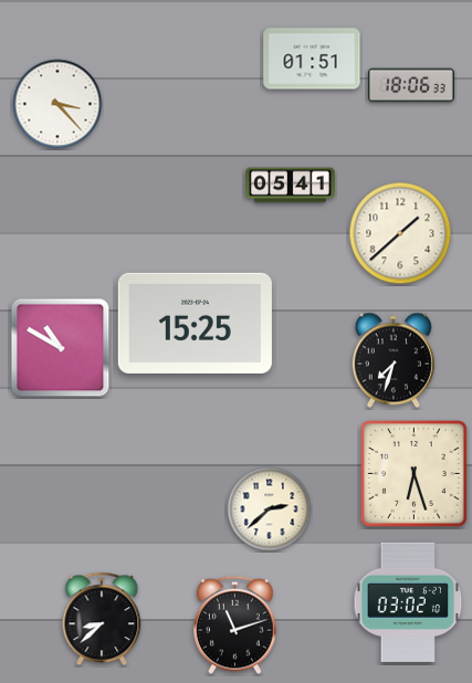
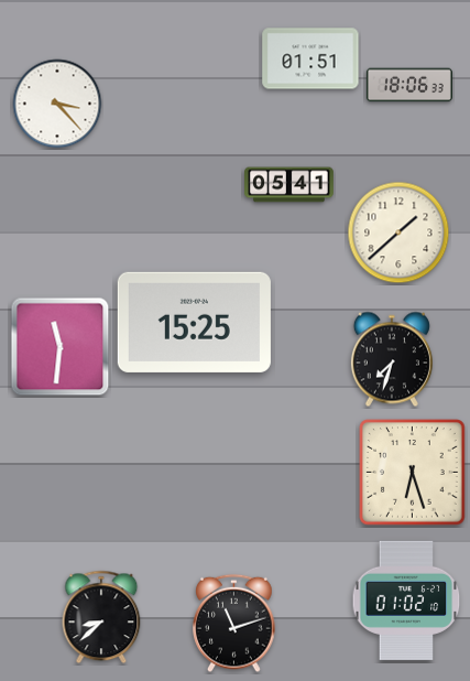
clock at (61, 348): 10:50 -> 11:31
clock at (270, 509): 2:38 -> none
clock at (408, 602): 03:02 -> 01:02
